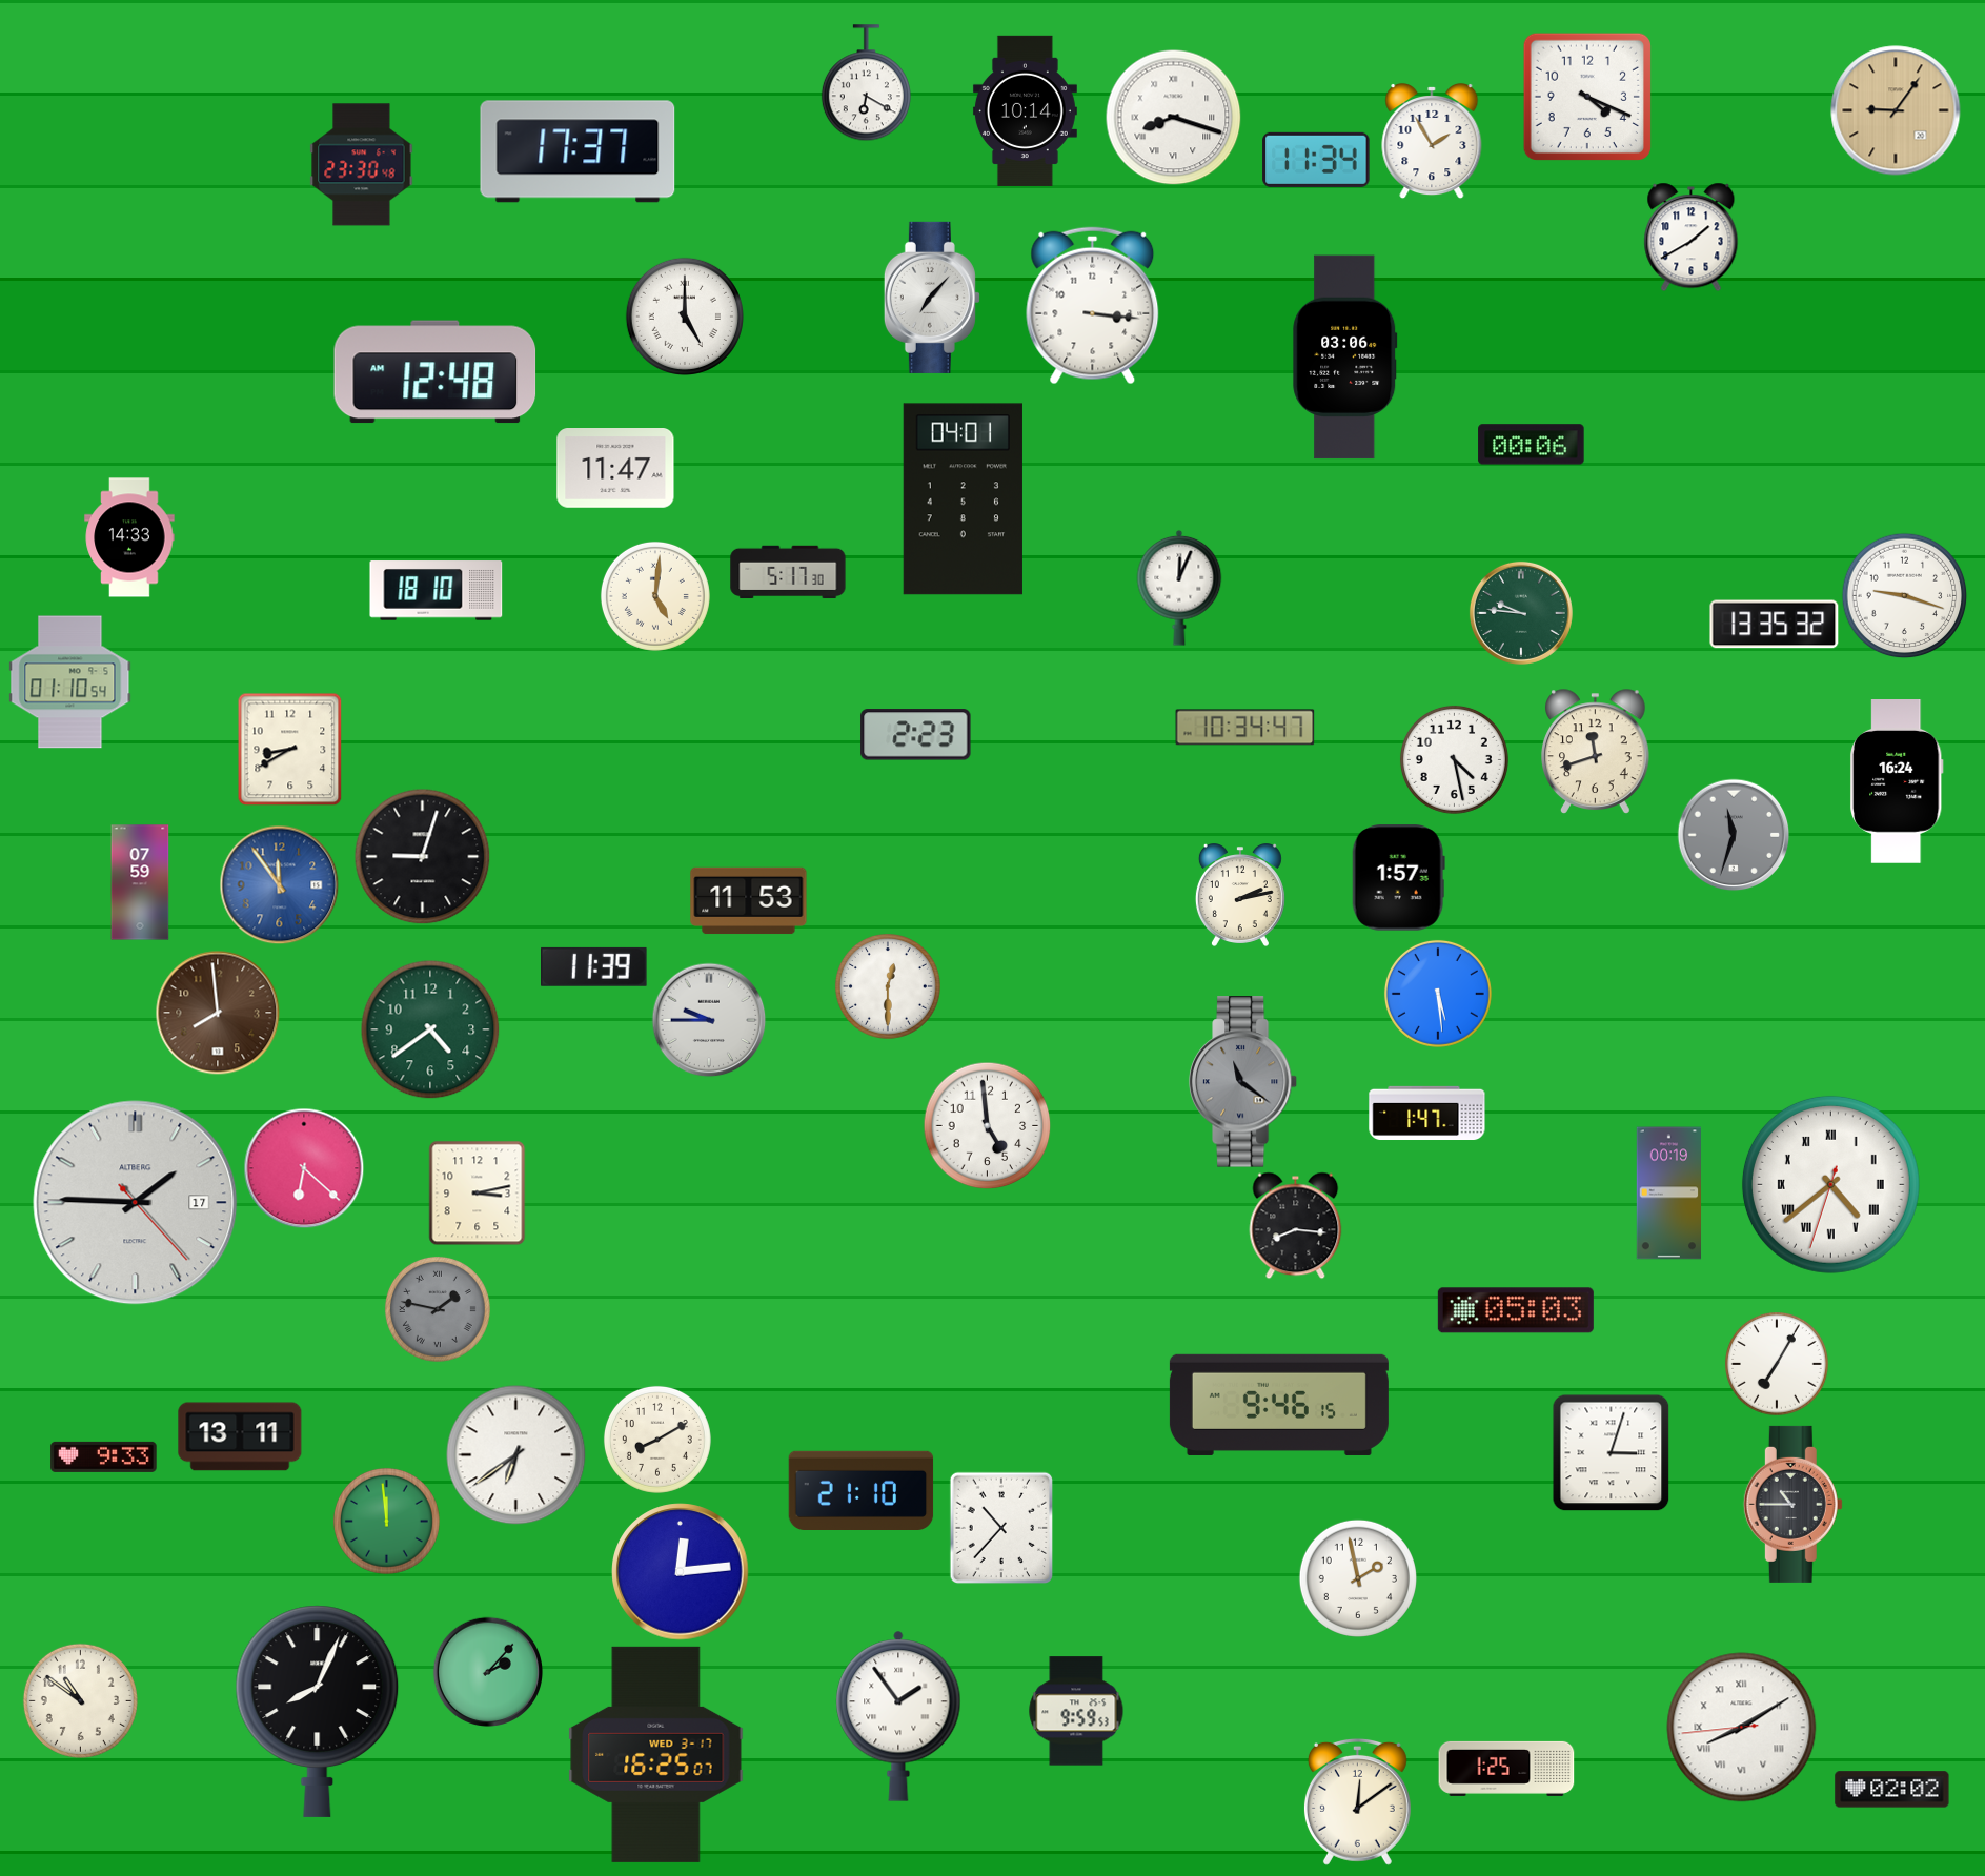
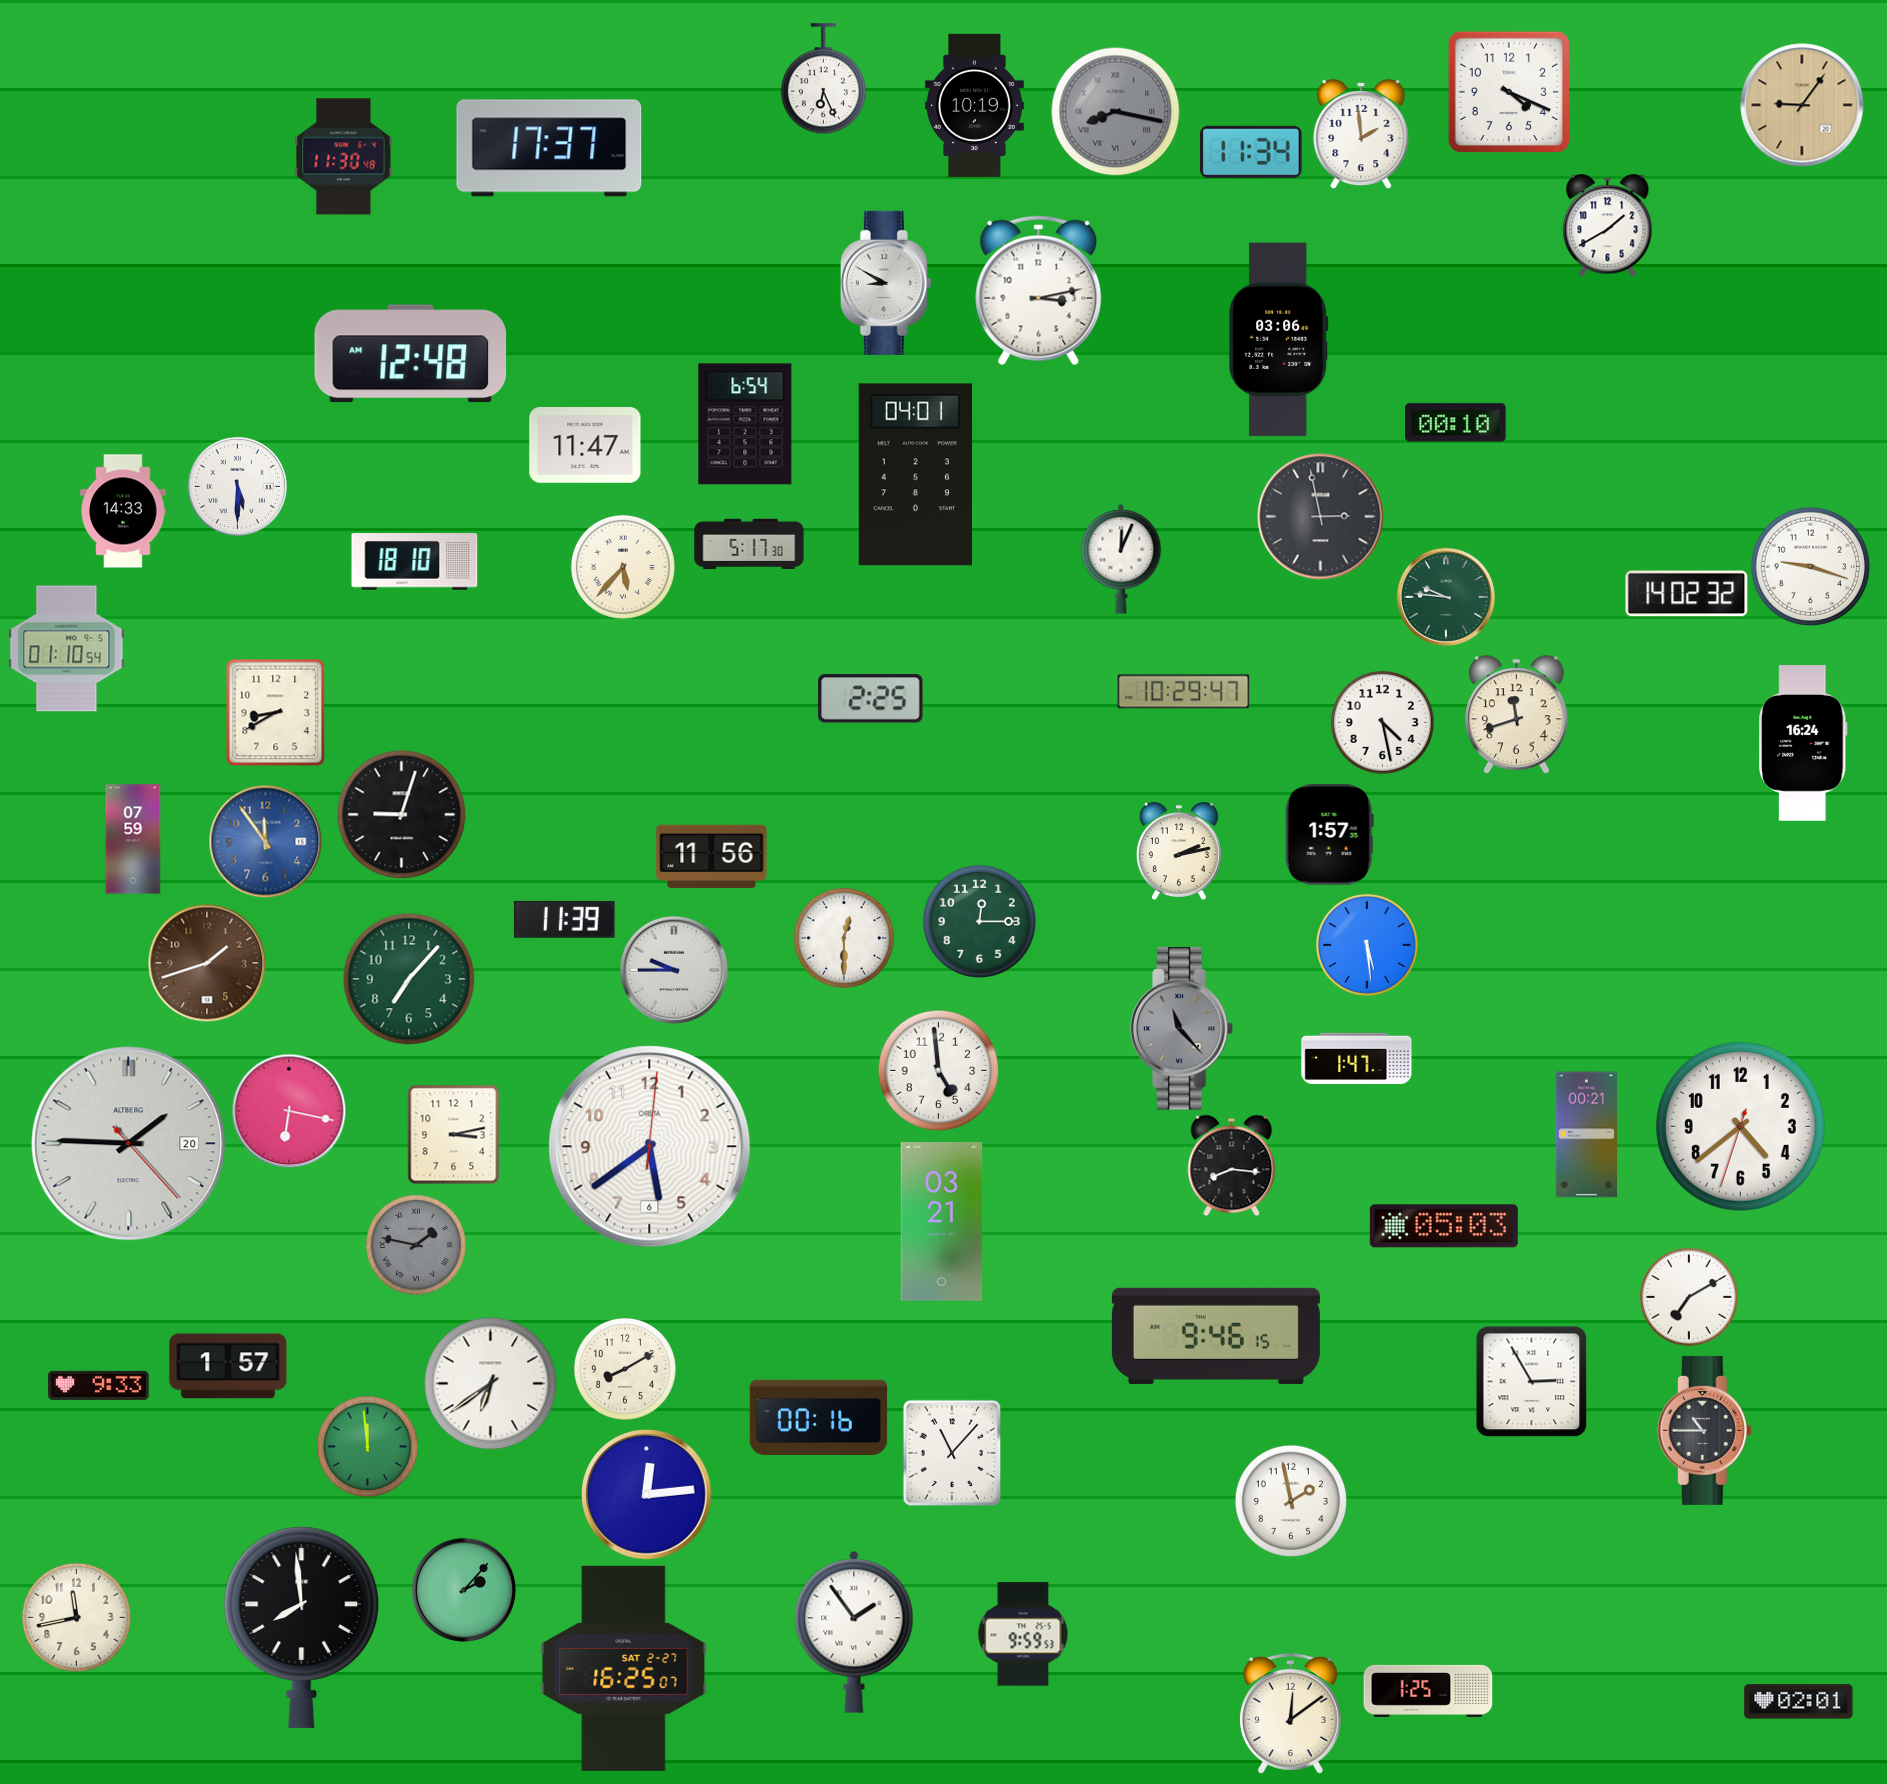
clock at (866, 83): 6:20 -> 6:26
clock at (1025, 110): 10:14 -> 10:19
clock at (1173, 117): 8:18 -> 8:17
clock at (1173, 117) dial: white -> grey
clock at (1432, 141): 1:55 -> 1:59
clock at (578, 151) position: (578, 151) -> (549, 148)
clock at (362, 165): 23:30 -> 11:30
clock at (932, 298): 7:07 -> 8:50
clock at (1093, 306): 3:16 -> 3:13
clock at (685, 317): 5:00 -> none
clock at (436, 372) position: (436, 372) -> (411, 354)
clock at (1532, 445): 00:06 -> 00:10
clock at (745, 424): none -> 6:54
clock at (237, 486): none -> 5:30
clock at (1321, 517): none -> 2:58
clock at (655, 596): 5:01 -> 5:37
clock at (1521, 613) position: (1521, 613) -> (1446, 597)
clock at (1775, 625): 13:35 -> 14:02
clock at (1245, 728): 10:34 -> 10:29
clock at (916, 735): 2:23 -> 2:25
clock at (1734, 835): 11:33 -> none
clock at (749, 901): 11:53 -> 11:56
clock at (979, 921): none -> 12:15
clock at (218, 1013): 7:59 -> 1:42
clock at (430, 1029): 4:39 -> 7:07
clock at (1243, 1082): 11:21 -> 11:23
clock at (304, 1168): 6:22 -> 6:17
clock at (1830, 1184) numerals: Roman -> Arabic
clock at (1669, 1194): 00:19 -> 00:21
clock at (136, 1203) date: 17 -> 20
clock at (650, 1147): none -> 5:39
clock at (942, 1222): none -> 03:21
clock at (1516, 1310) position: (1516, 1310) -> (1444, 1226)
clock at (1778, 1365): 7:05 -> 7:10
clock at (240, 1436): 13:11 -> 1:57
clock at (1611, 1452): 3:03 -> 2:55
clock at (862, 1490): 21:10 -> 00:16
clock at (1001, 1528): 10:37 -> 11:07
clock at (80, 1700): 10:51 -> 11:43
clock at (318, 1711): 8:04 -> 7:59
clock at (1076, 1711) position: (1076, 1711) -> (1023, 1634)
clock at (1742, 1728): 8:09 -> none
clock at (656, 1754) date: WED 3-17 -> SAT 2-27
clock at (1506, 1769) position: (1506, 1769) -> (1428, 1691)
clock at (1892, 1790): 02:02 -> 02:01
